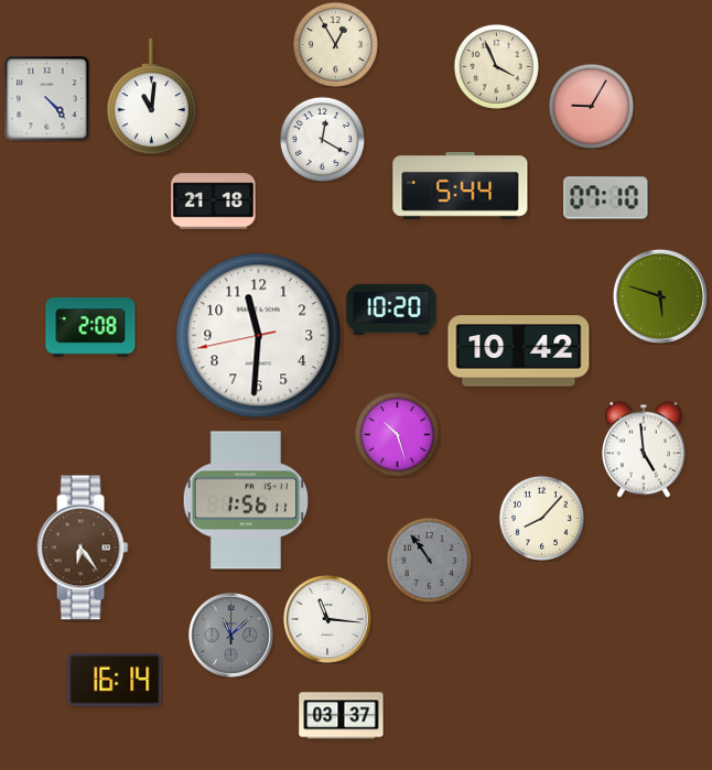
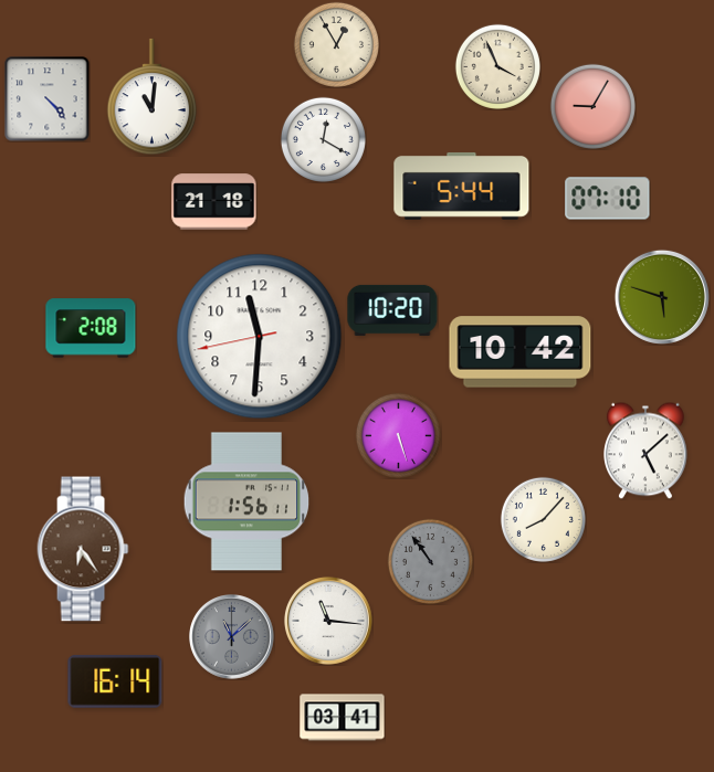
clock at (397, 434): 10:27 -> 5:27
clock at (645, 449): 4:59 -> 5:08
clock at (342, 716): 03:37 -> 03:41
